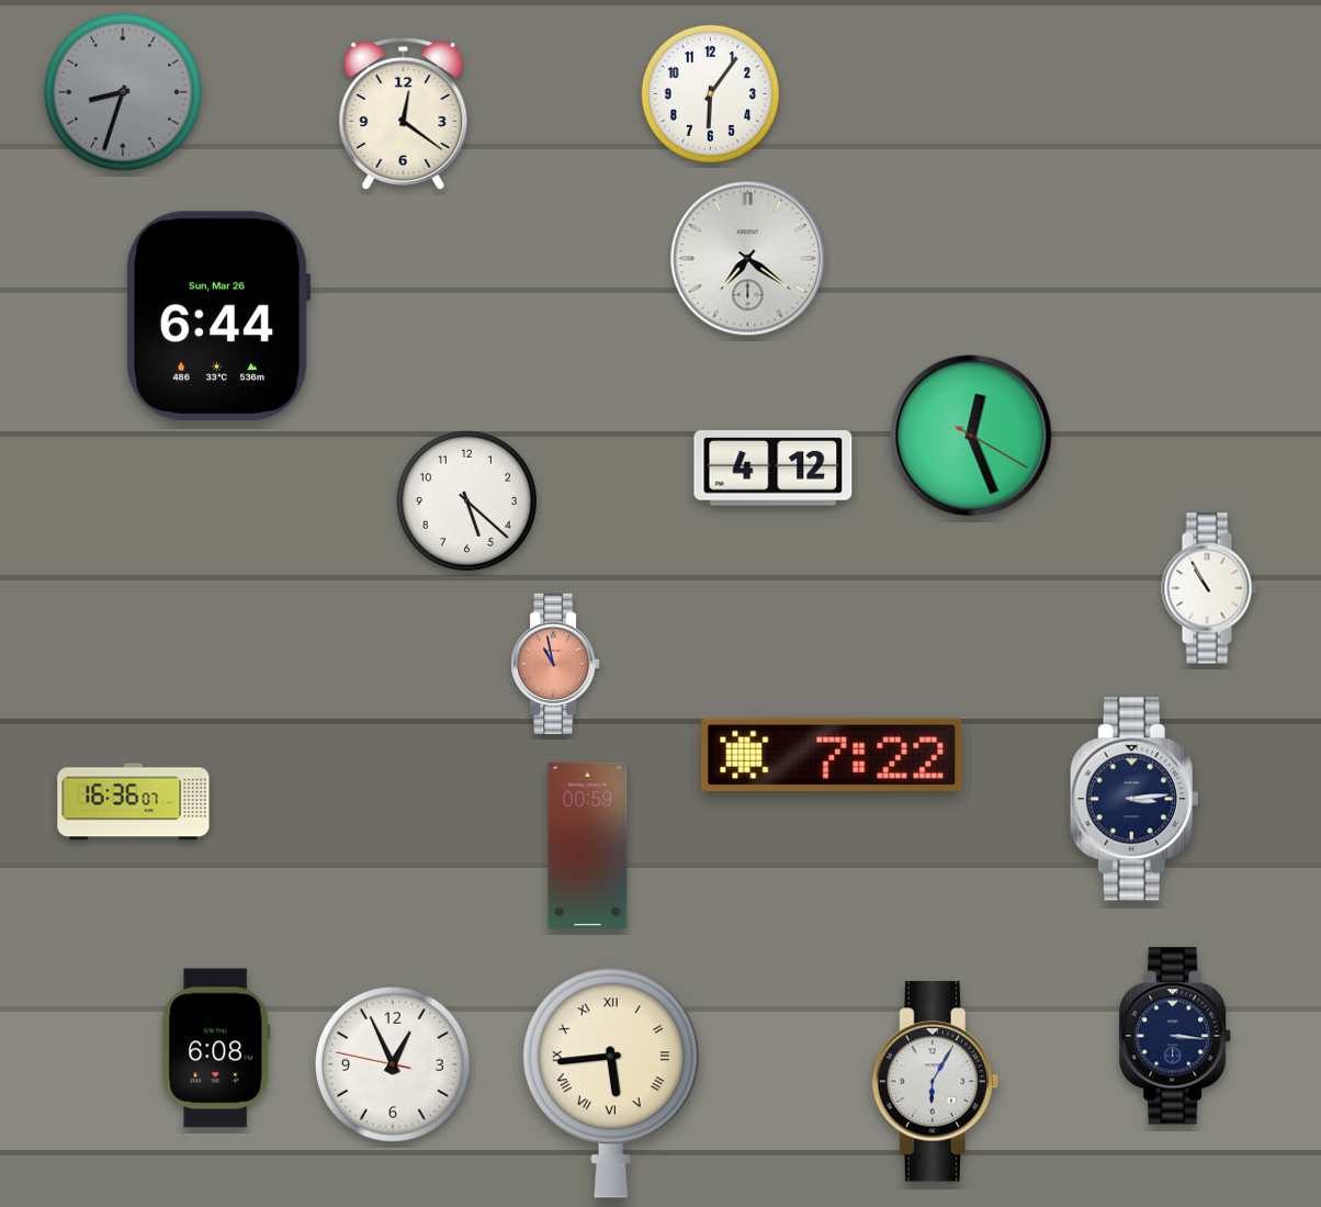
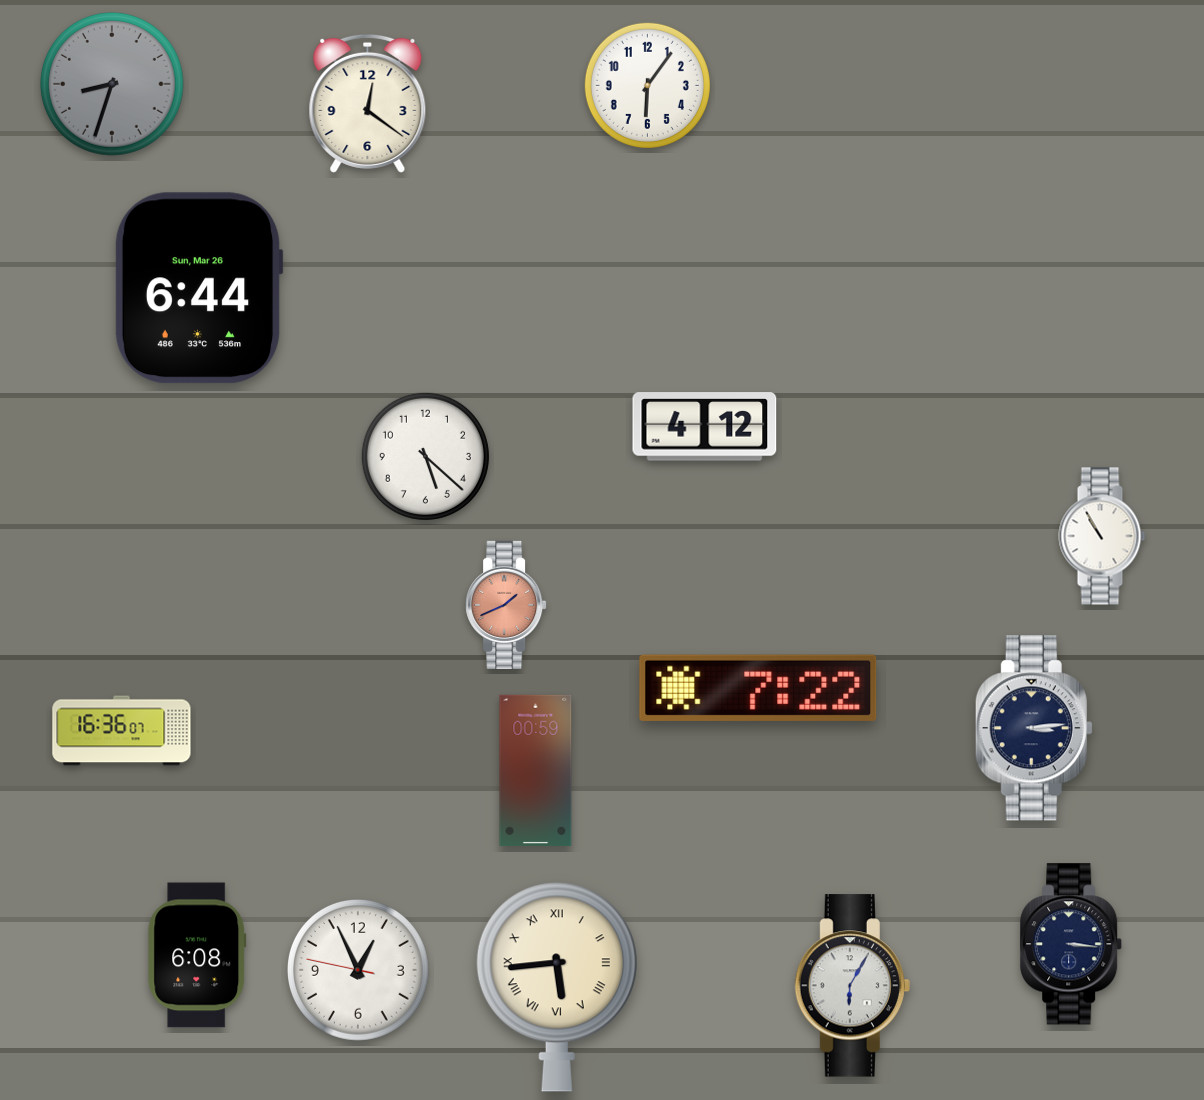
clock at (748, 259): 7:21 -> none
clock at (971, 436): 12:26 -> none
clock at (555, 664): 10:58 -> 1:41
